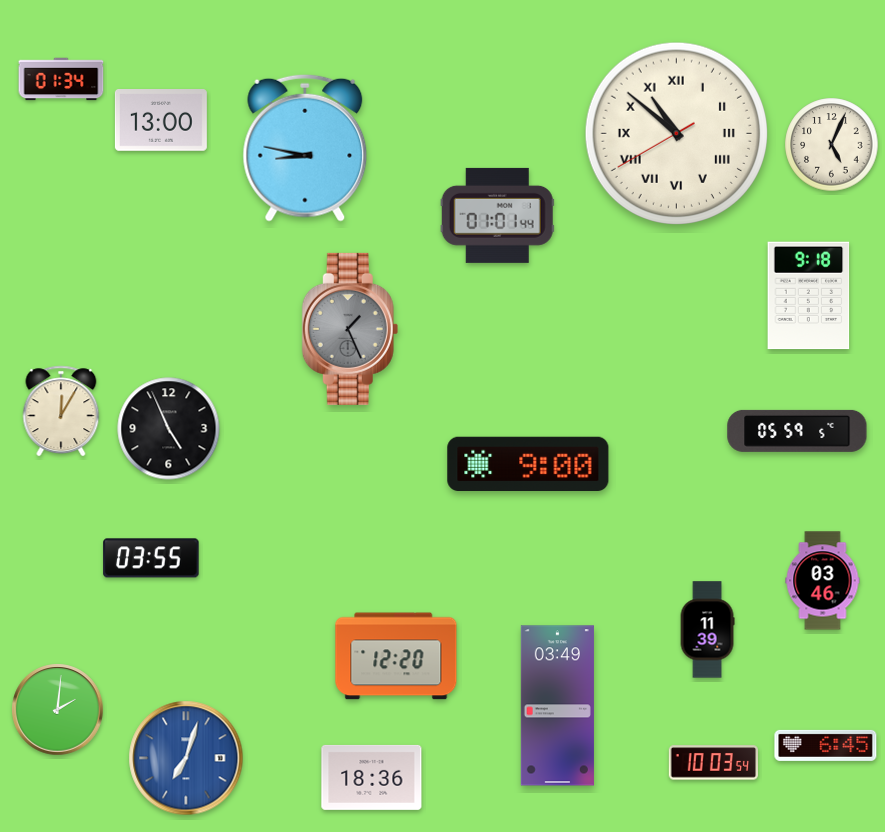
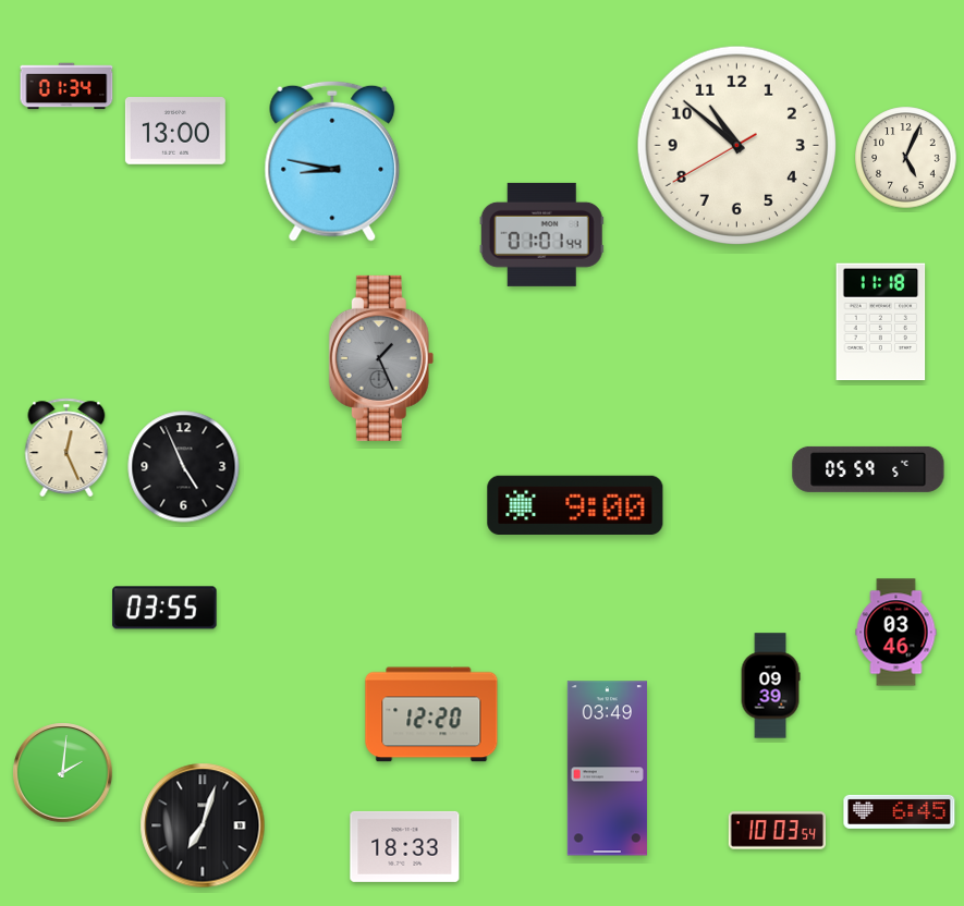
clock at (676, 133) numerals: Roman -> Arabic
clock at (809, 296): 9:18 -> 11:18
clock at (61, 411): 12:05 -> 12:26
clock at (707, 630): 11:39 -> 09:39
clock at (186, 758) dial: blue -> black
clock at (372, 777): 18:36 -> 18:33
